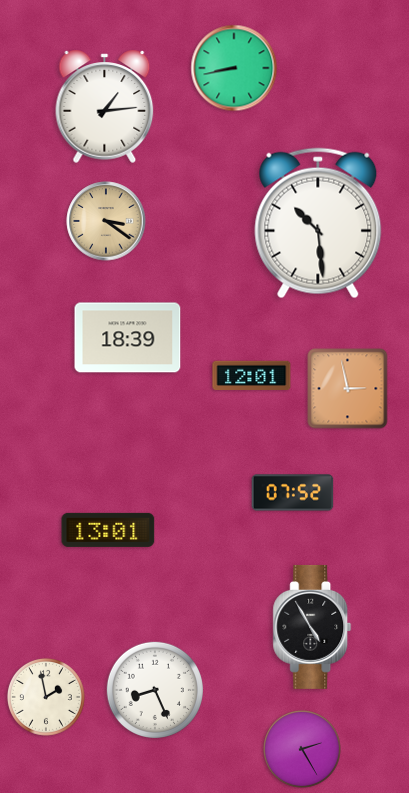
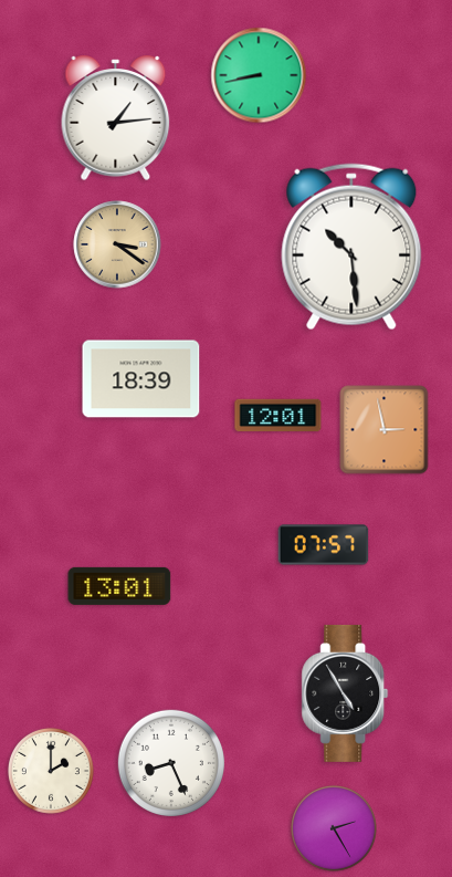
clock at (128, 338) position: (128, 338) -> (141, 379)
clock at (293, 493): 07:52 -> 07:57
clock at (46, 697): 1:58 -> 2:00
